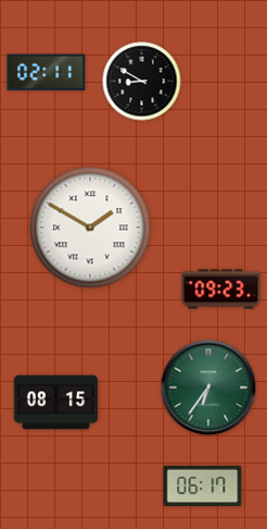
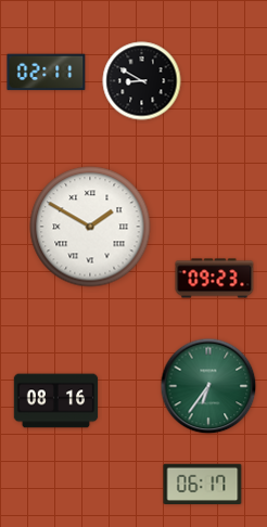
clock at (221, 290) position: (221, 290) -> (215, 279)
clock at (56, 403): 08:15 -> 08:16
